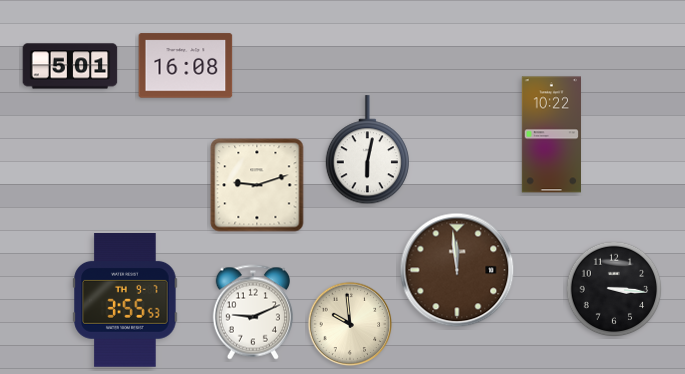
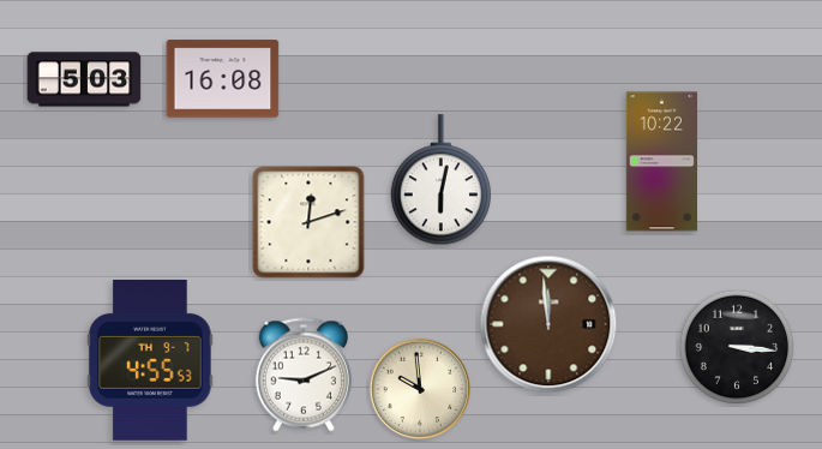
clock at (70, 66): 5:01 -> 5:03
clock at (257, 185): 9:12 -> 12:12
clock at (125, 301): 3:55 -> 4:55
